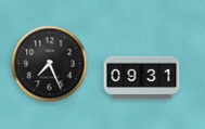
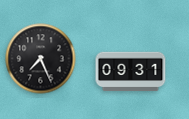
clock at (50, 64) position: (50, 64) -> (41, 59)
